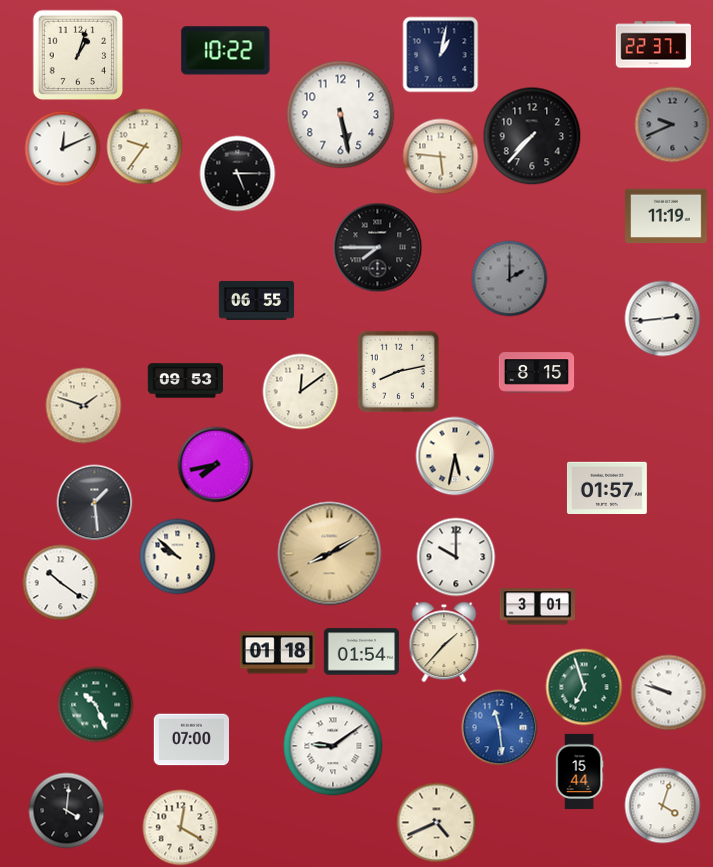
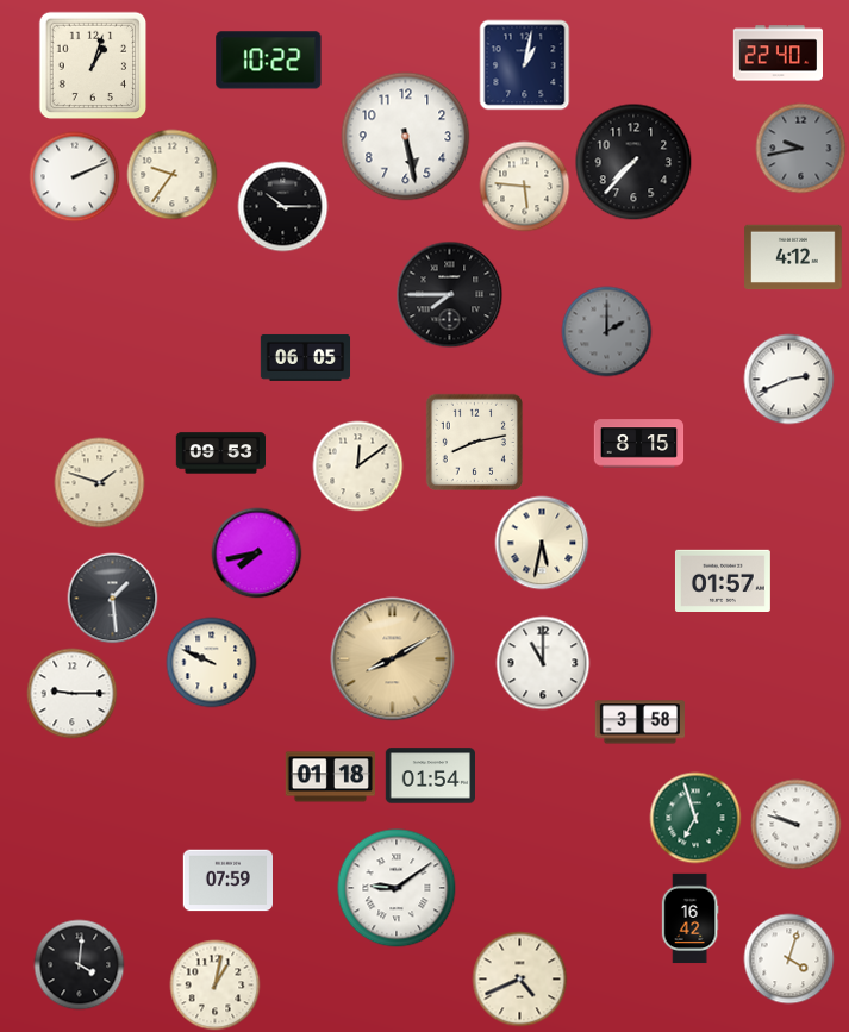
clock at (653, 45): 22:37 -> 22:40
clock at (673, 125): 9:41 -> 9:43
clock at (63, 149): 12:11 -> 2:11
clock at (238, 174): 5:15 -> 10:15
clock at (666, 216): 11:19 -> 4:12
clock at (257, 300): 06:55 -> 06:05
clock at (663, 319): 2:44 -> 2:41
clock at (178, 557): 9:52 -> 9:49
clock at (456, 557): 10:00 -> 11:00
clock at (61, 583): 10:21 -> 9:15
clock at (537, 607): 3:01 -> 3:58
clock at (444, 642): 1:37 -> none
clock at (96, 705): 10:26 -> none
clock at (500, 728): 11:29 -> none
clock at (191, 740): 07:00 -> 07:59
clock at (579, 772): 15:44 -> 16:42
clock at (181, 828): 12:20 -> 1:02
